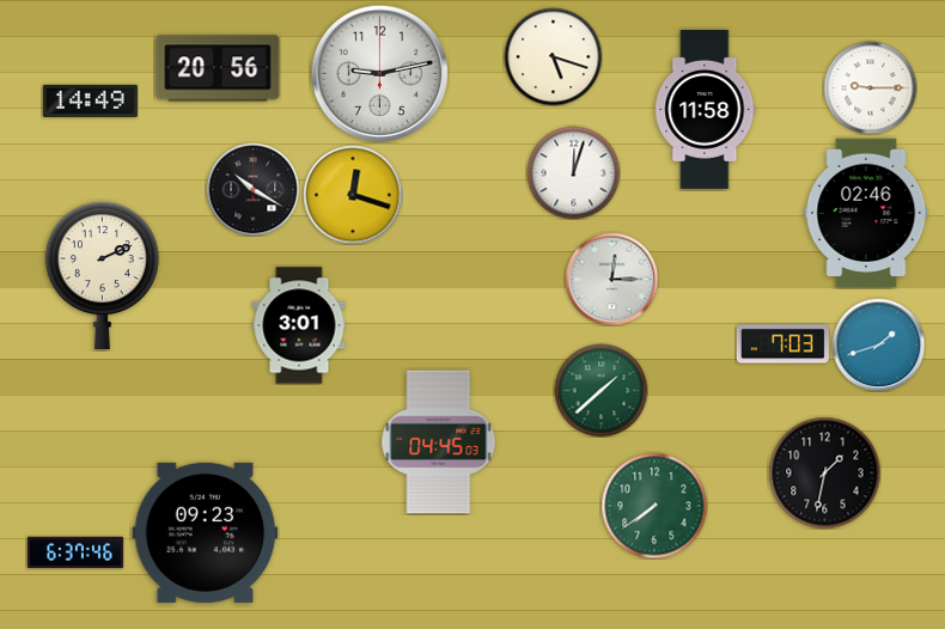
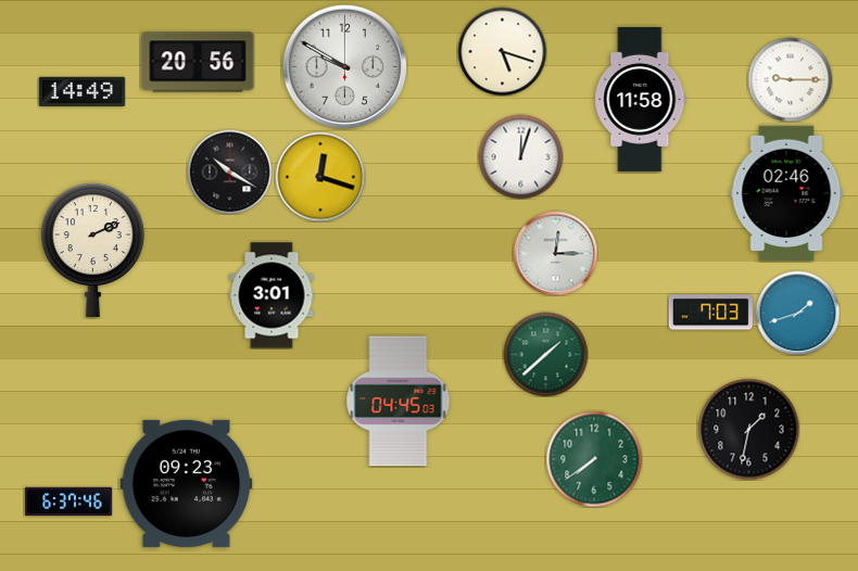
clock at (379, 73): 9:13 -> 9:50
